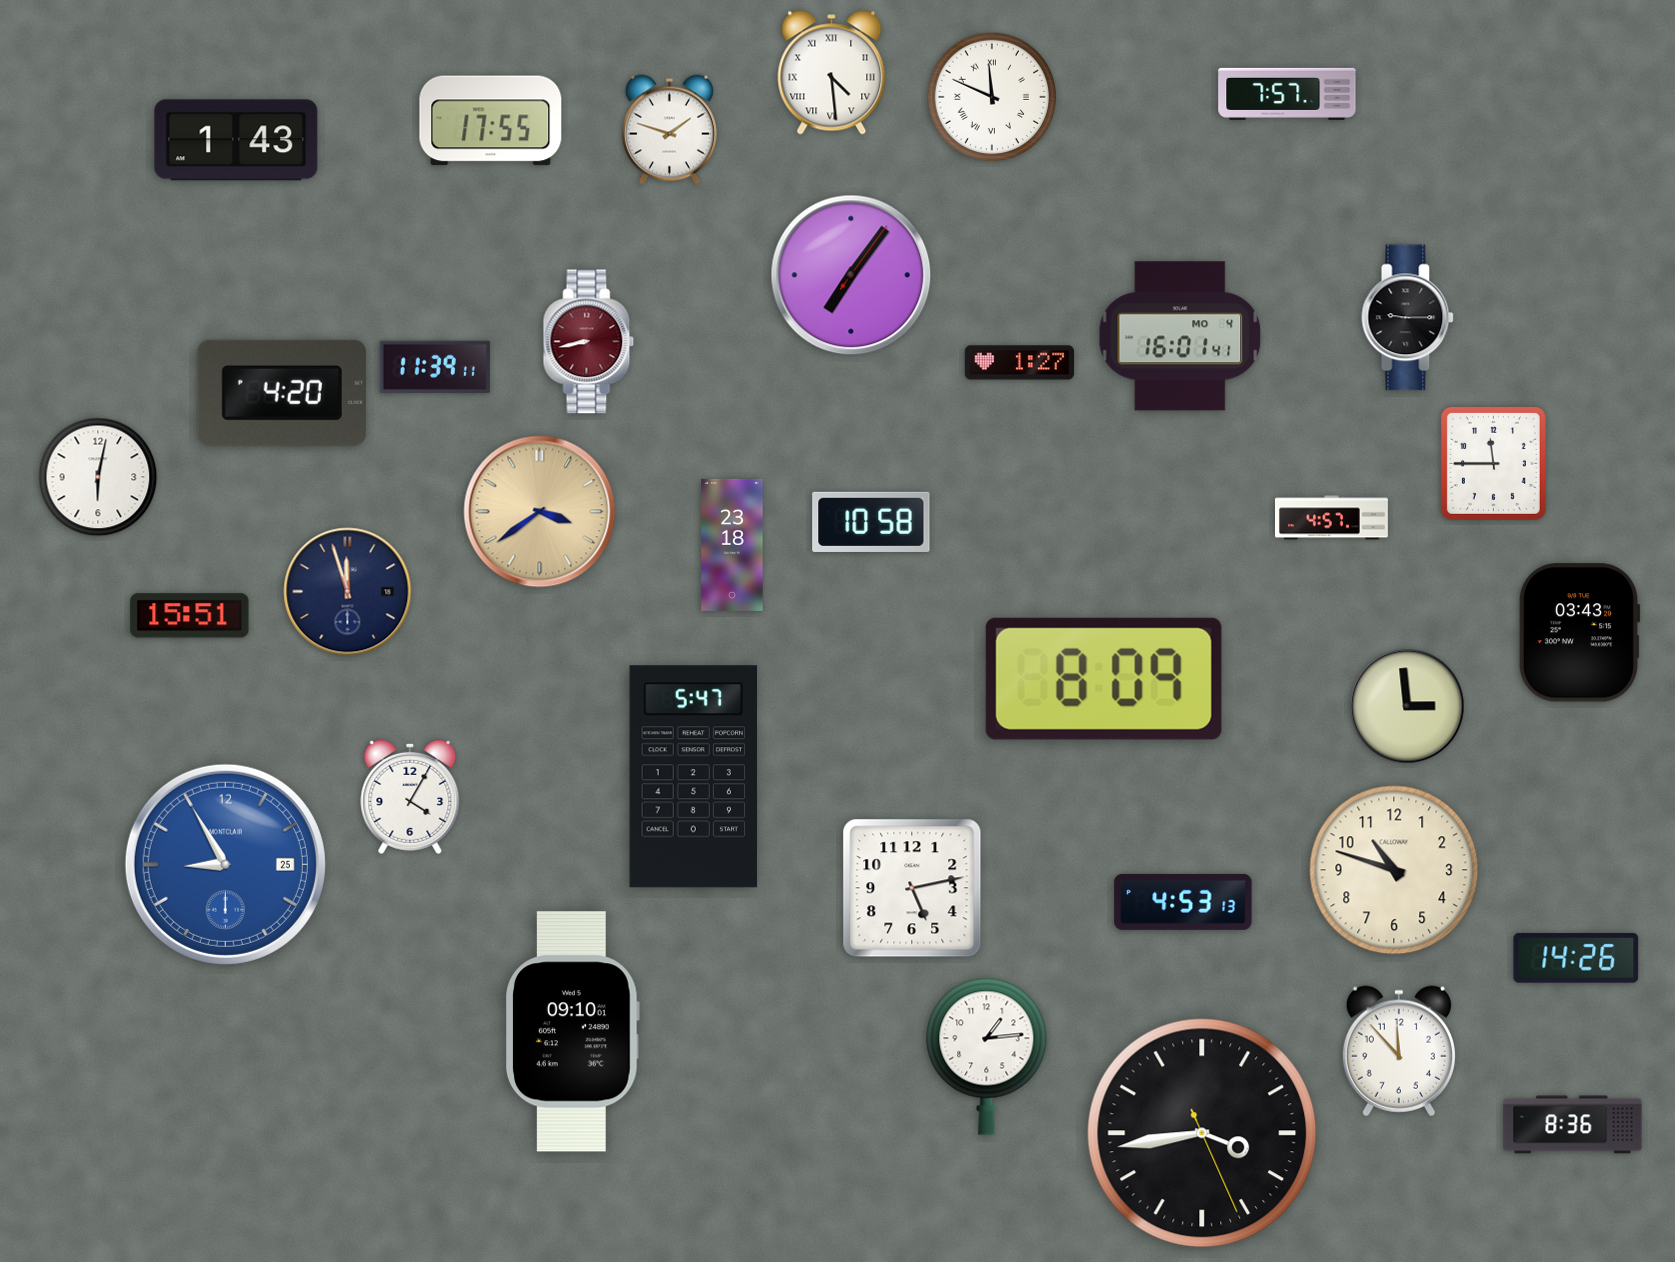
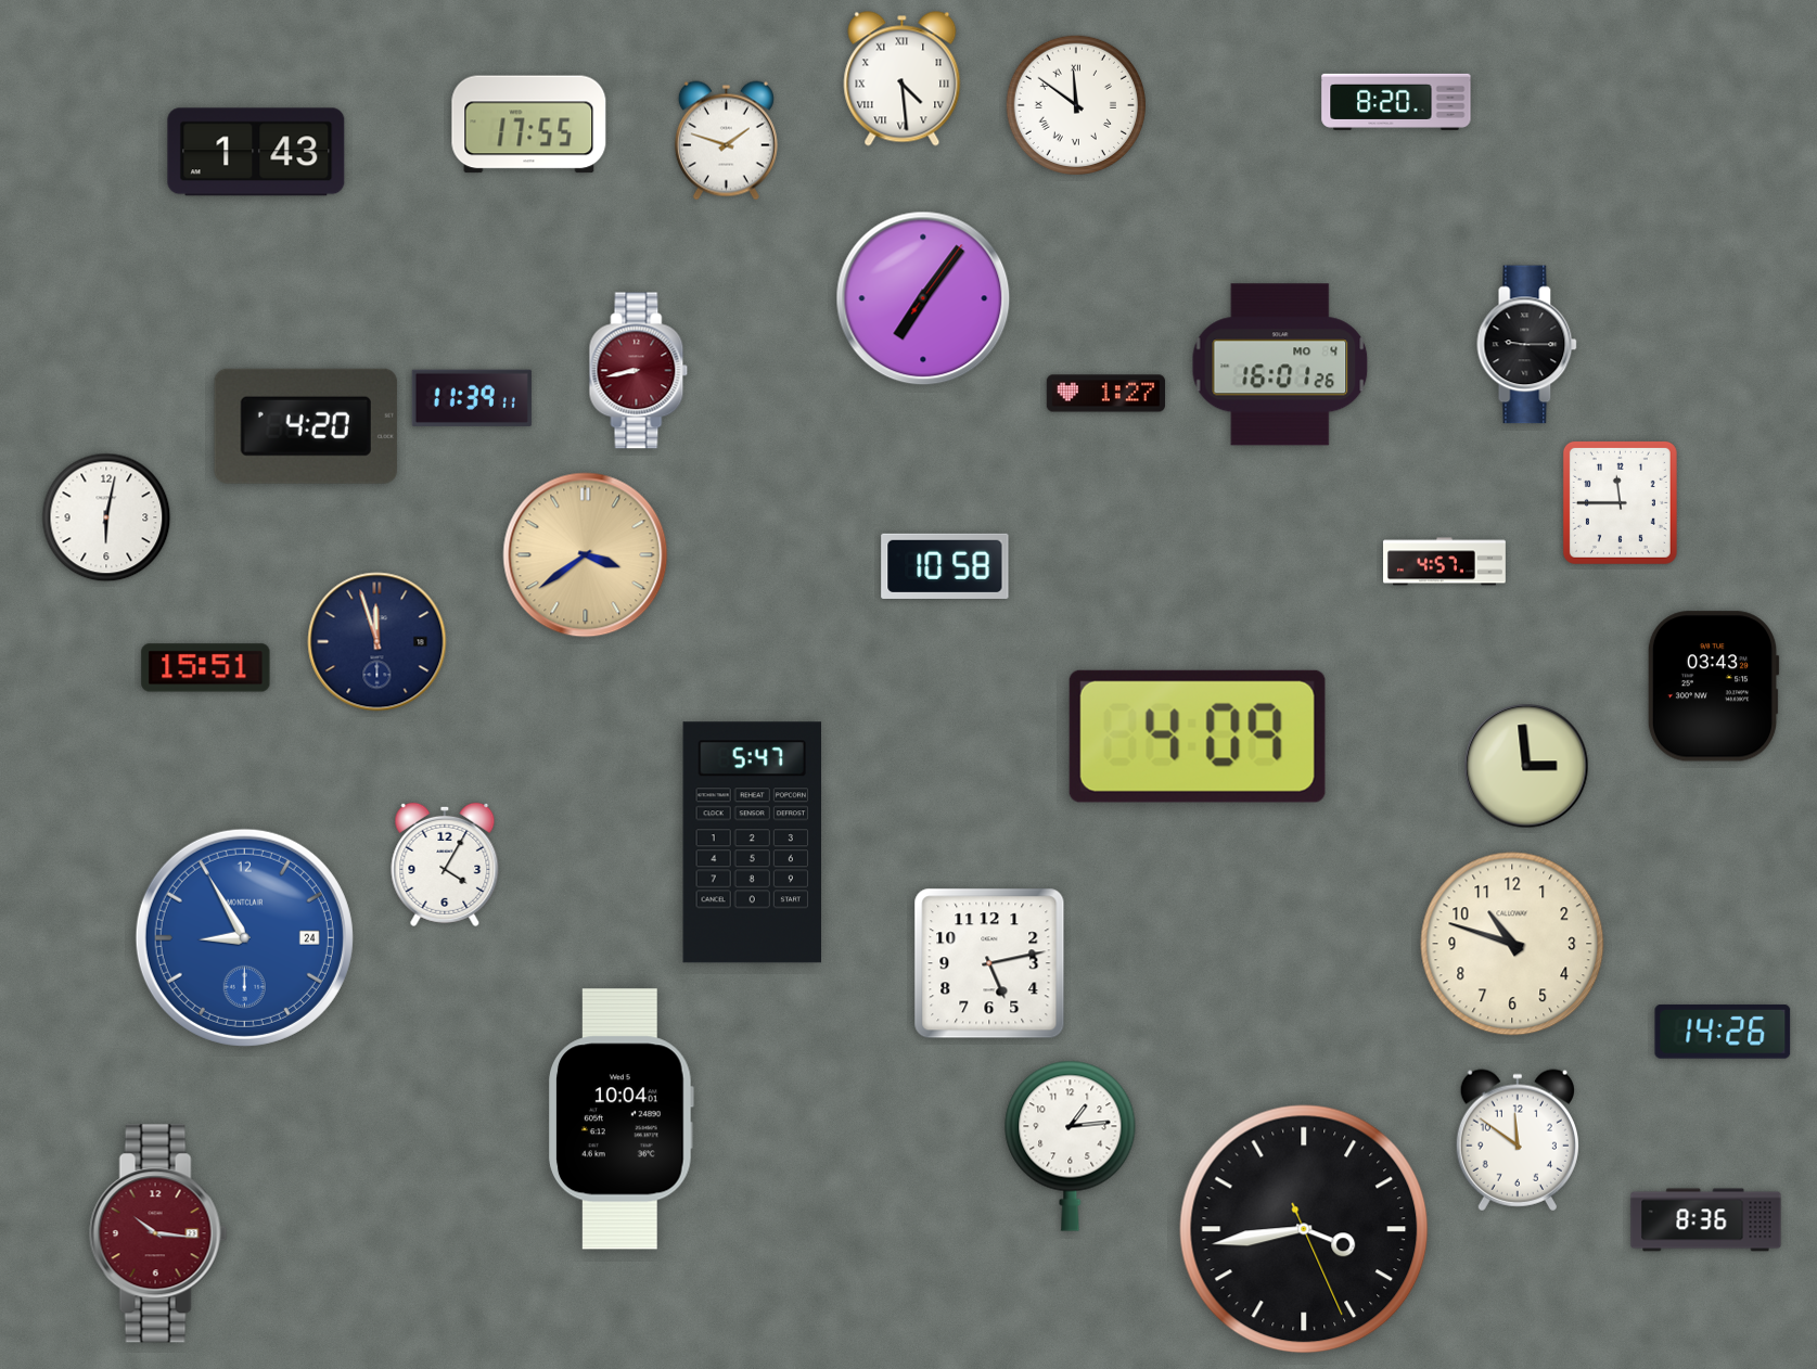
clock at (1287, 94): 7:57 -> 8:20
clock at (991, 96): 11:49 -> 11:51
clock at (491, 121) position: (491, 121) -> (529, 125)
clock at (1180, 336): 16:01:41 -> 16:01:26
clock at (732, 545): 23:18 -> none
clock at (1104, 679): 8:09 -> 4:09
clock at (225, 864) date: 25 -> 24
clock at (1183, 902): 4:53 -> none
clock at (1576, 958) position: (1576, 958) -> (1723, 1032)
clock at (573, 1032): 09:10 -> 10:04
clock at (1399, 1051): 11:53 -> 11:51
clock at (158, 1233): none -> 10:16
